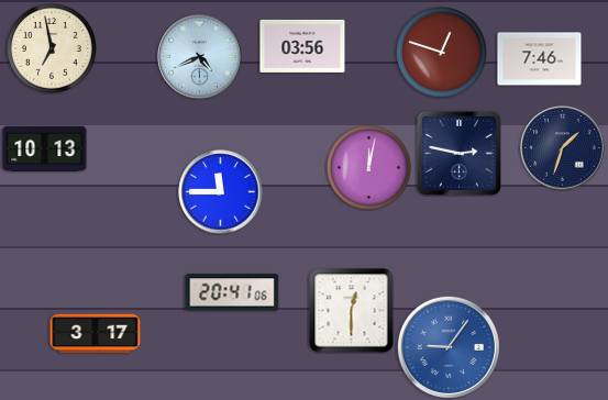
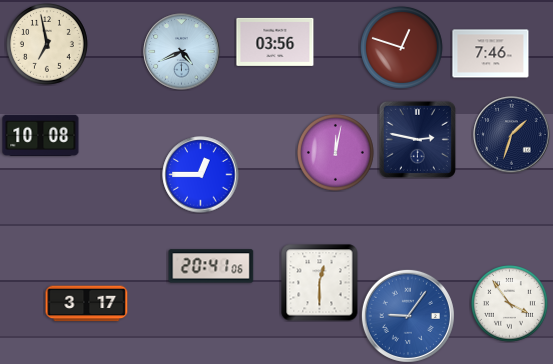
clock at (45, 148): 10:13 -> 10:08
clock at (221, 192): 11:45 -> 12:45
clock at (510, 304): none -> 3:54
